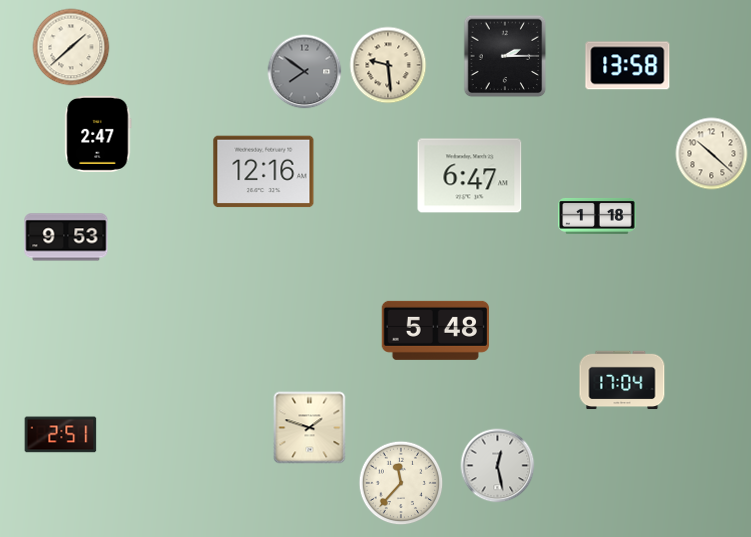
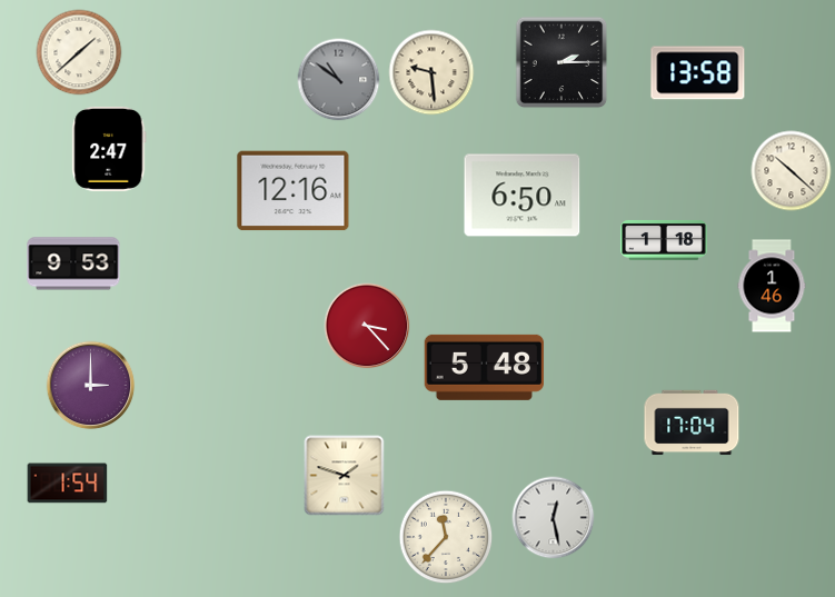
clock at (305, 72): 7:51 -> 10:51
clock at (470, 176): 6:47 -> 6:50
clock at (772, 286): none -> 1:46
clock at (367, 326): none -> 3:23
clock at (91, 386): none -> 3:00
clock at (61, 435): 2:51 -> 1:54
